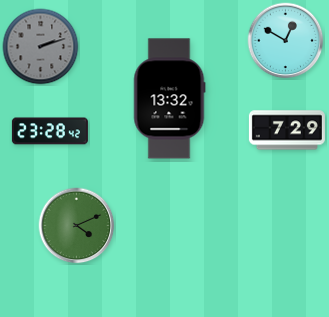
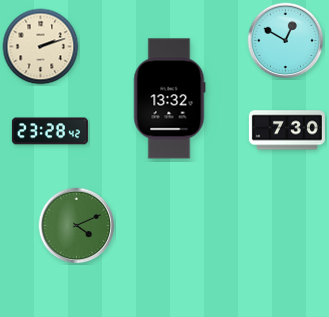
clock at (41, 47) dial: grey -> cream
clock at (287, 130): 7:29 -> 7:30
